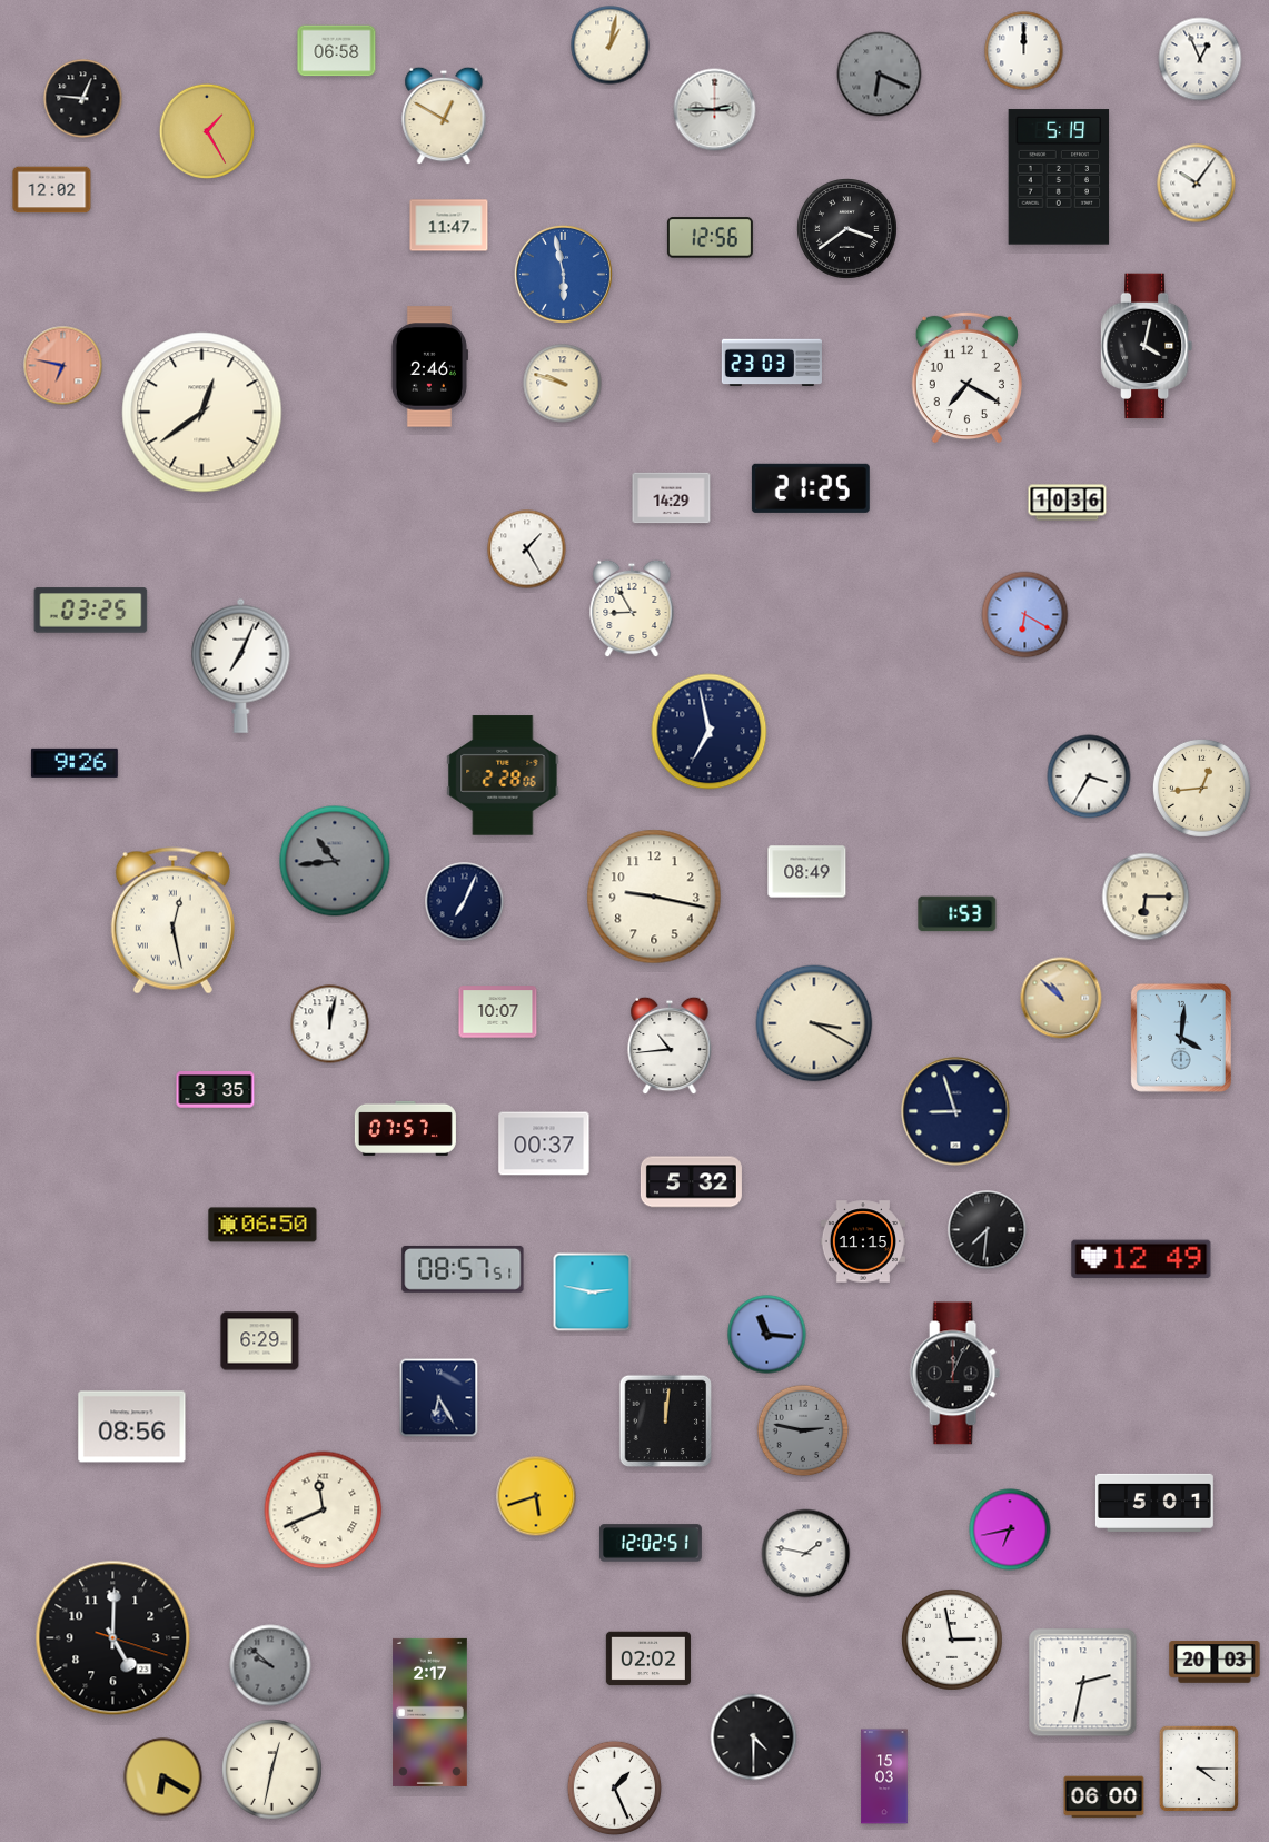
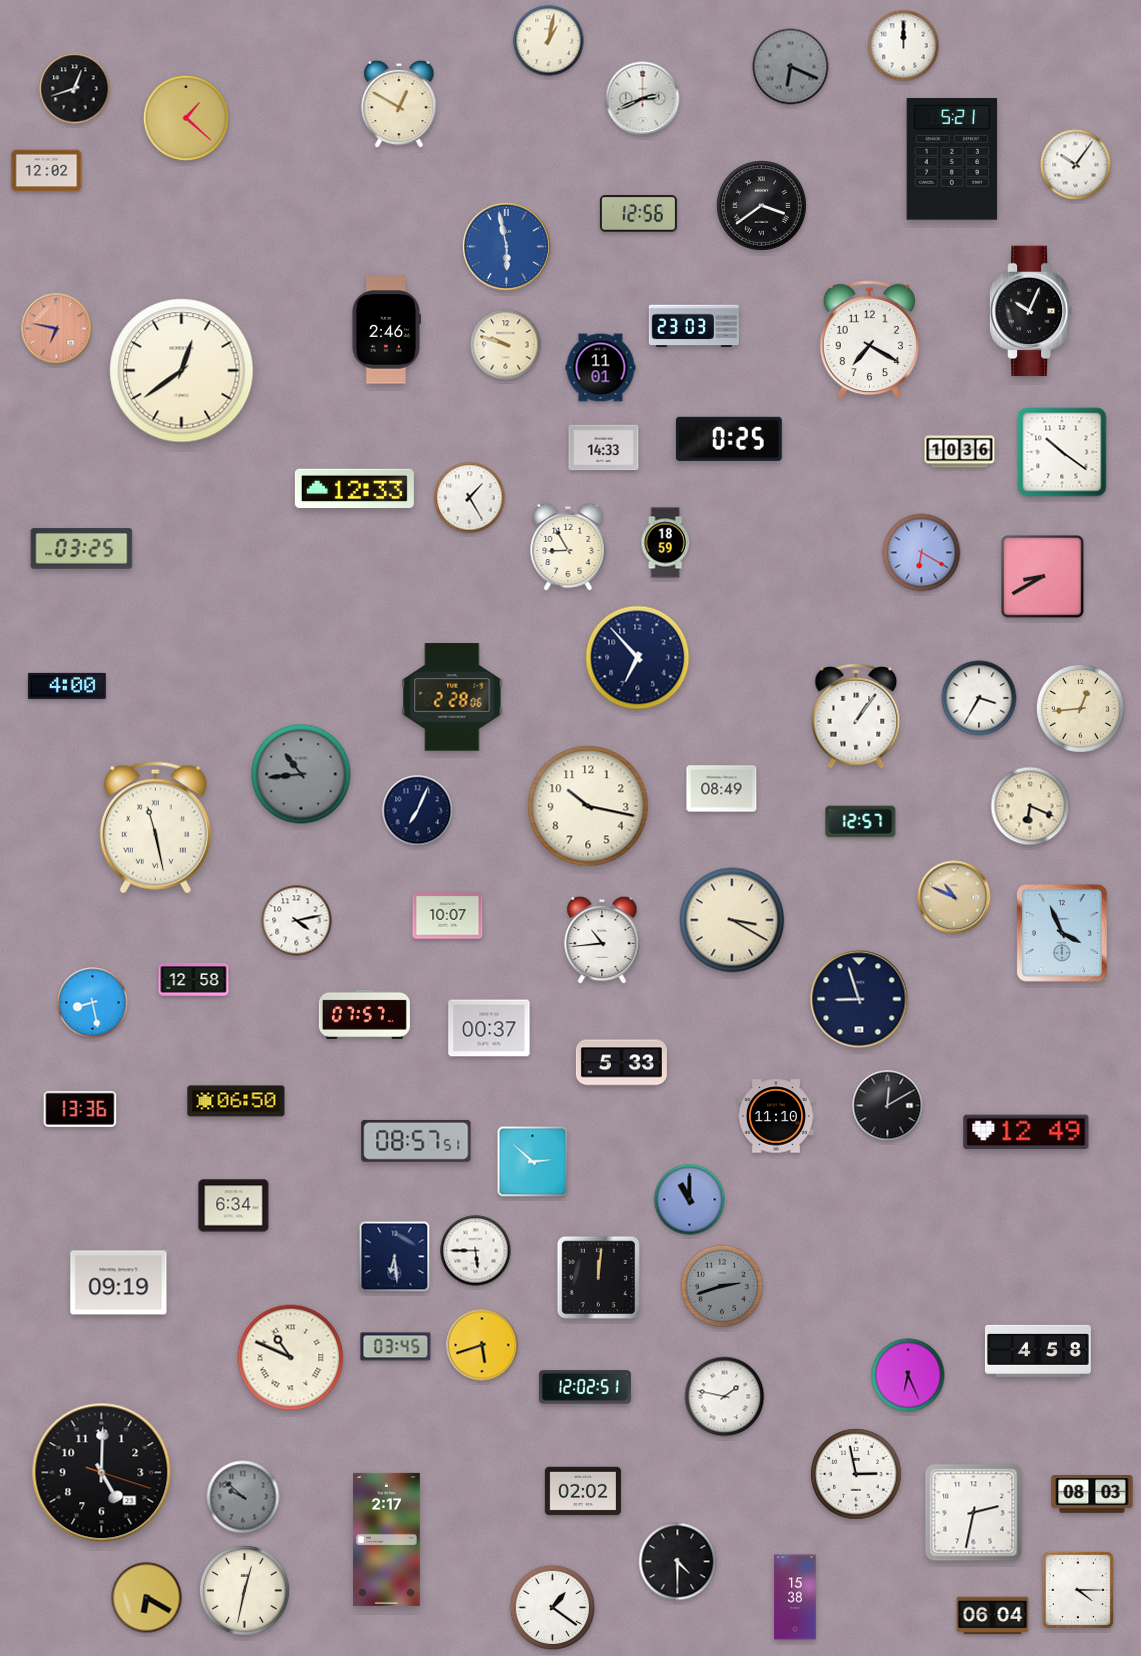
clock at (337, 51): 06:58 -> none
clock at (1024, 51) position: (1024, 51) -> (904, 46)
clock at (1200, 59): 12:56 -> none
clock at (83, 99): 12:46 -> 12:42
clock at (715, 110): 2:45 -> 2:41
clock at (206, 130): 1:25 -> 1:22
clock at (1059, 177): 5:19 -> 5:21
clock at (449, 226): 11:47 -> none
clock at (1147, 346): 4:02 -> 10:04
clock at (601, 368): none -> 11:01
clock at (811, 488): 21:25 -> 0:25
clock at (672, 498): 14:29 -> 14:33
clock at (1062, 452): none -> 10:21
clock at (354, 489): none -> 12:33
clock at (527, 549) position: (527, 549) -> (470, 498)
clock at (665, 543): none -> 18:59
clock at (1043, 577): none -> 8:40
clock at (241, 665): 7:04 -> none
clock at (710, 732): 6:58 -> 6:53
clock at (75, 763): 9:26 -> 4:00
clock at (856, 716): none -> 1:06
clock at (807, 872) position: (807, 872) -> (722, 789)
clock at (654, 897): 9:17 -> 10:17
clock at (1146, 897): 6:15 -> 6:19
clock at (958, 914): 1:53 -> 12:57
clock at (172, 921): 12:28 -> 11:28
clock at (1061, 998): 10:52 -> 10:49
clock at (498, 1012) position: (498, 1012) -> (448, 916)
clock at (330, 1024): 12:02 -> 4:13
clock at (1181, 1038): 4:01 -> 3:56
clock at (216, 1090): 3:35 -> 12:58
clock at (93, 1003): none -> 8:28
clock at (691, 1182): 5:32 -> 5:33
clock at (988, 1230): 7:31 -> 12:10
clock at (80, 1109): none -> 13:36
clock at (862, 1241): 11:15 -> 11:10
clock at (593, 1293): 2:47 -> 2:52
clock at (767, 1335): 11:16 -> 11:00
clock at (260, 1341): 6:29 -> 6:34
clock at (954, 1374): 12:04 -> none
clock at (476, 1251): none -> 5:45
clock at (439, 1398): 6:25 -> 6:29
clock at (132, 1427): 08:56 -> 09:19
clock at (803, 1430): 2:47 -> 2:42
clock at (396, 1347): none -> 03:45
clock at (1154, 1503): 5:01 -> 4:58
clock at (324, 1511): 11:41 -> 10:49
clock at (1010, 1529): 6:43 -> 6:26
clock at (1215, 1662): 20:03 -> 08:03
clock at (884, 1776): 15:03 -> 15:38
clock at (615, 1789): 1:26 -> 1:21
clock at (1104, 1798): 06:00 -> 06:04
